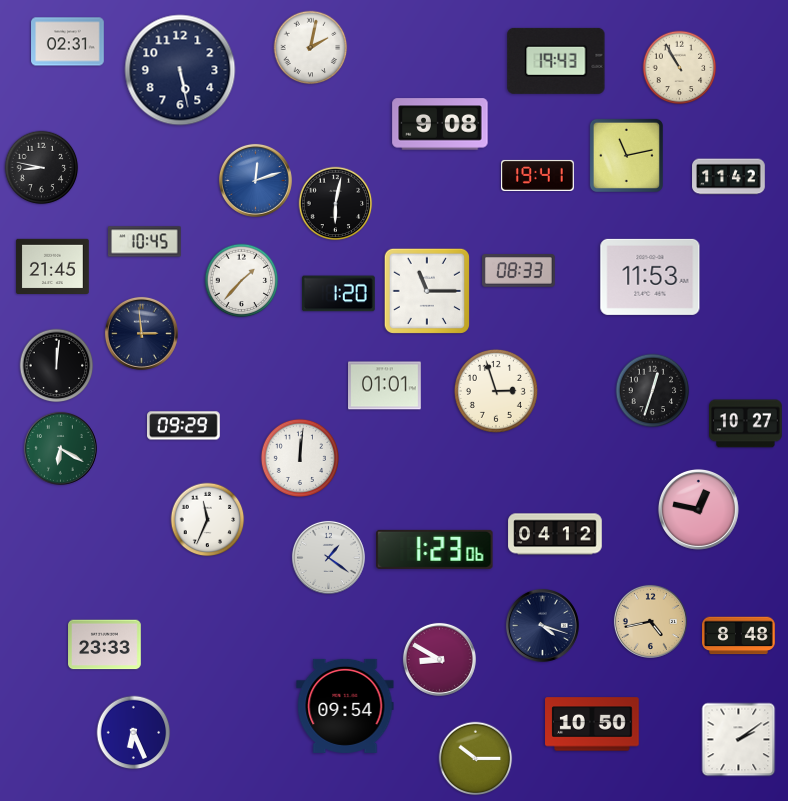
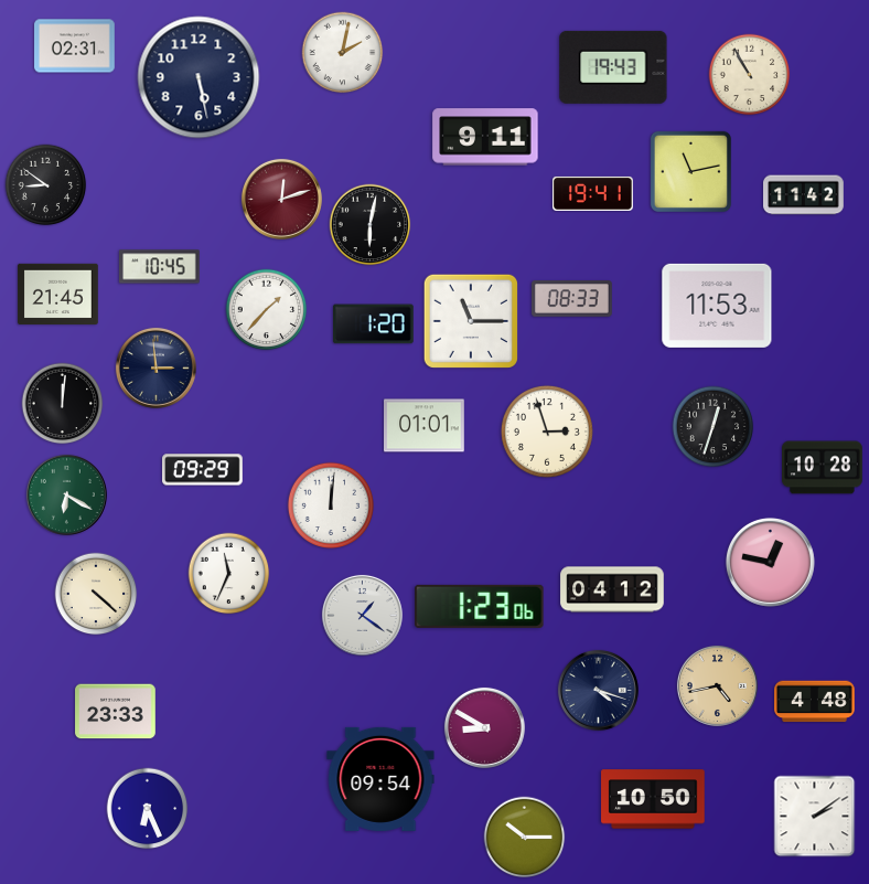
clock at (440, 124): 9:08 -> 9:11
clock at (42, 168): 8:47 -> 8:51
clock at (255, 180) dial: blue -> burgundy
clock at (653, 391) position: (653, 391) -> (714, 427)
clock at (746, 424): 10:27 -> 10:28
clock at (96, 594): none -> 4:22
clock at (739, 636): 8:48 -> 4:48
